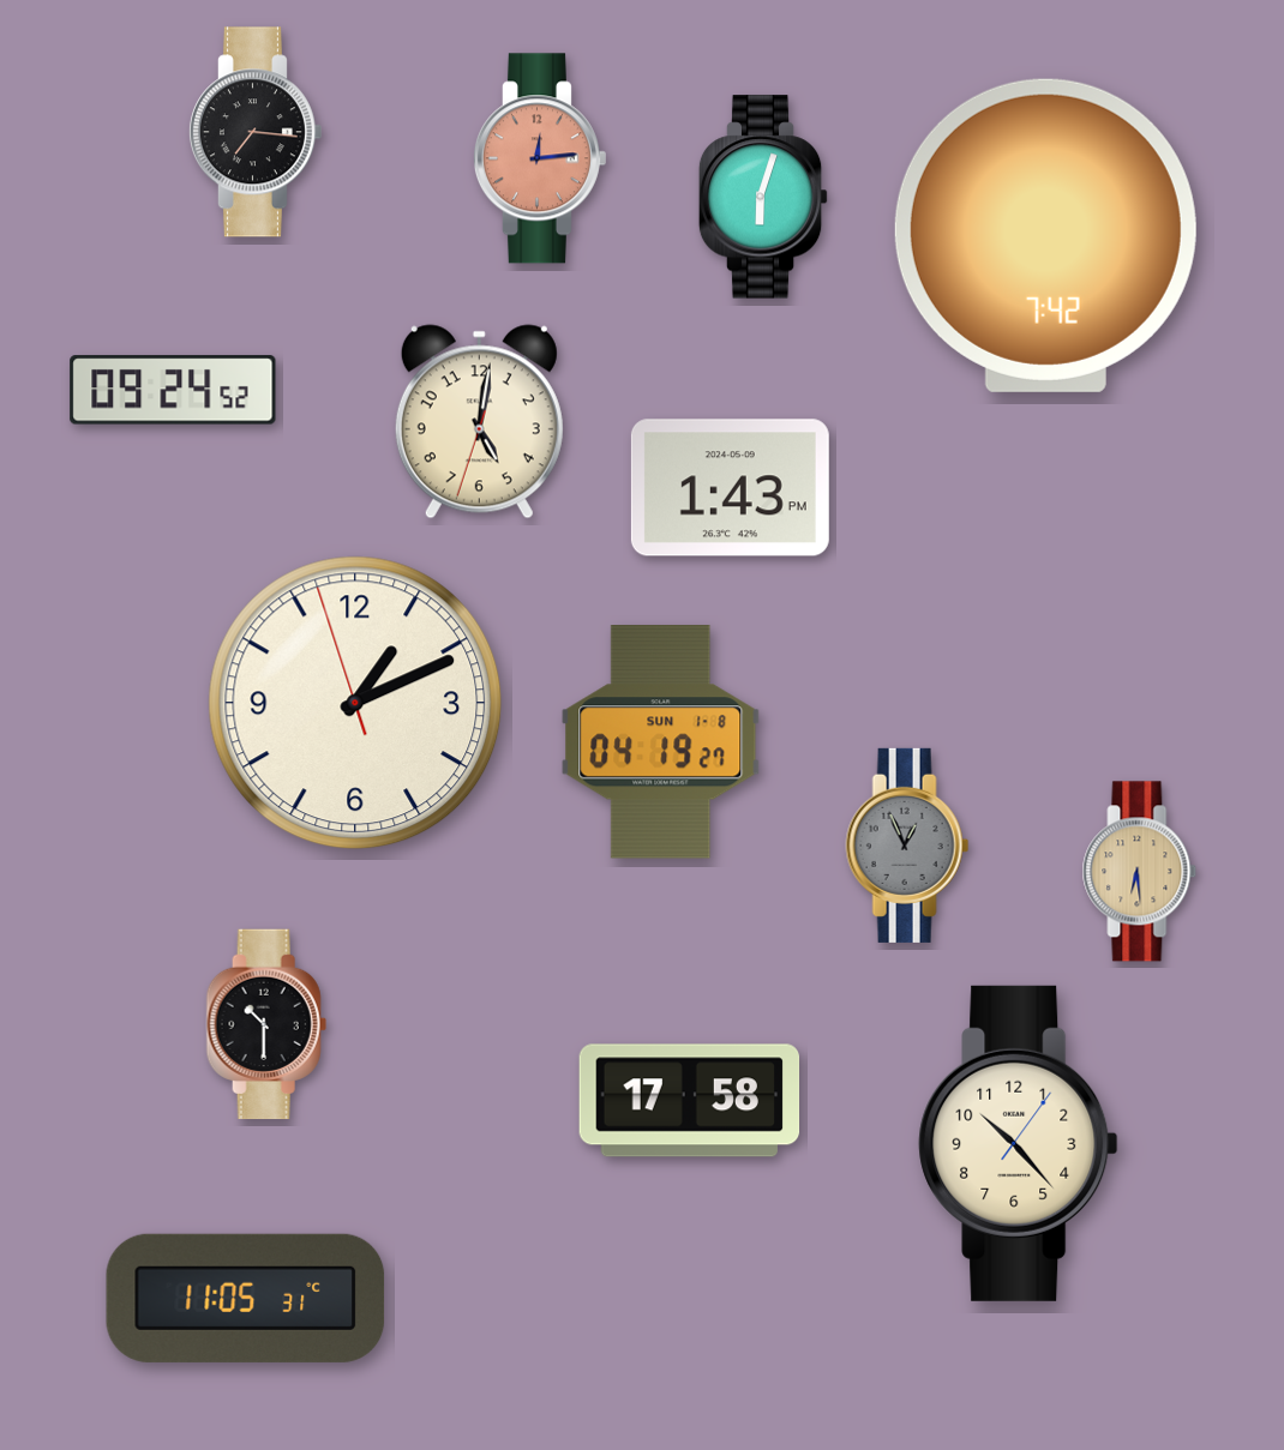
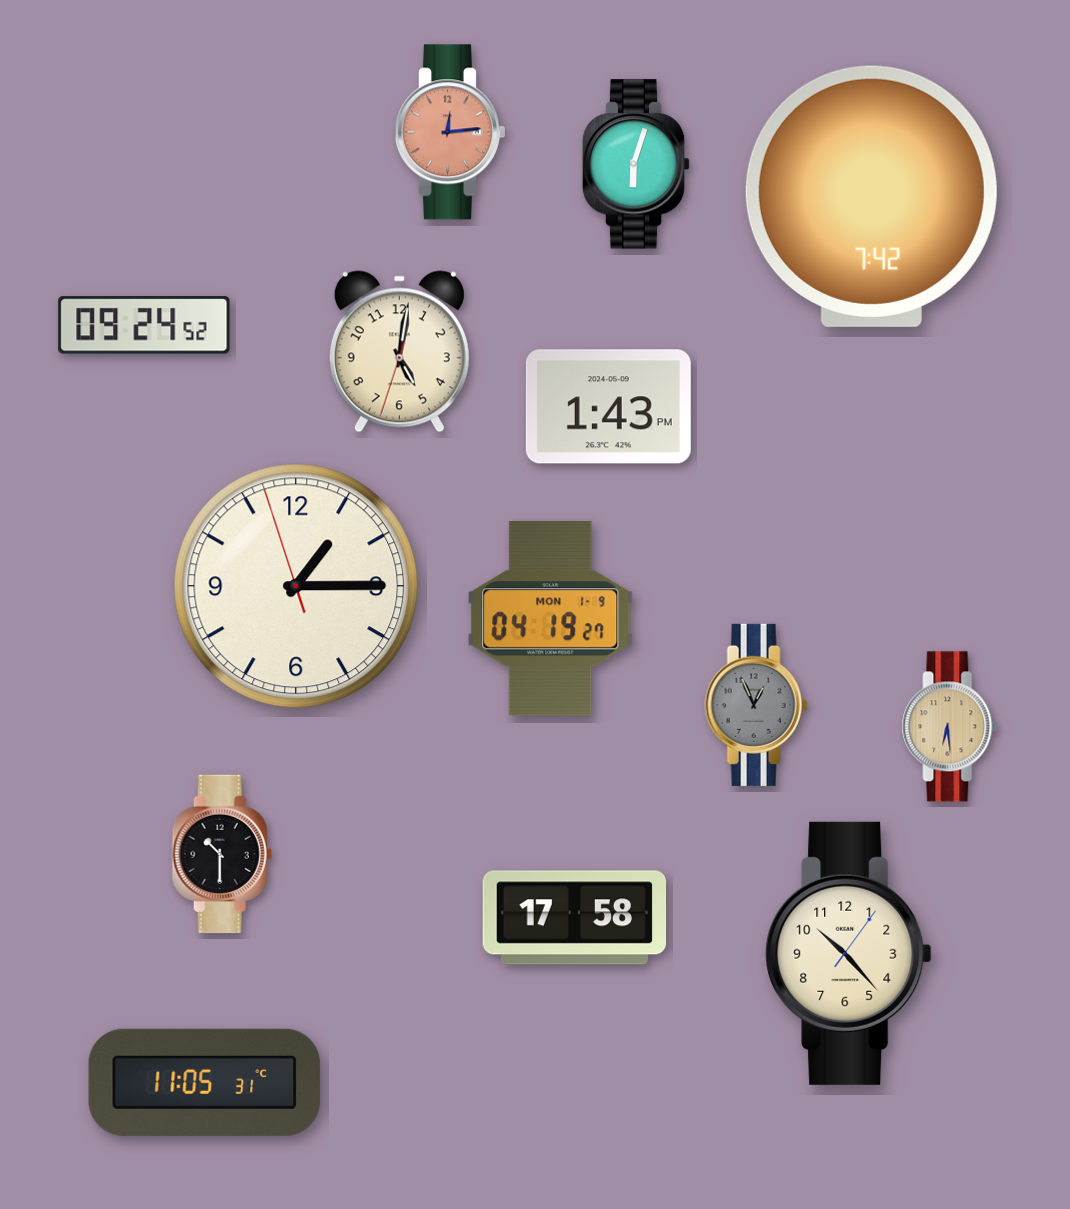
clock at (254, 132): 7:16 -> none
clock at (355, 703): 1:10 -> 1:14
clock at (661, 742) date: SUN 1-8 -> MON 1-9
